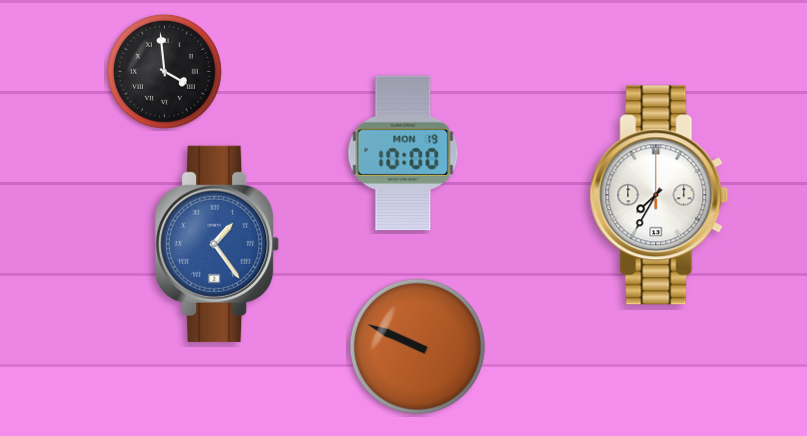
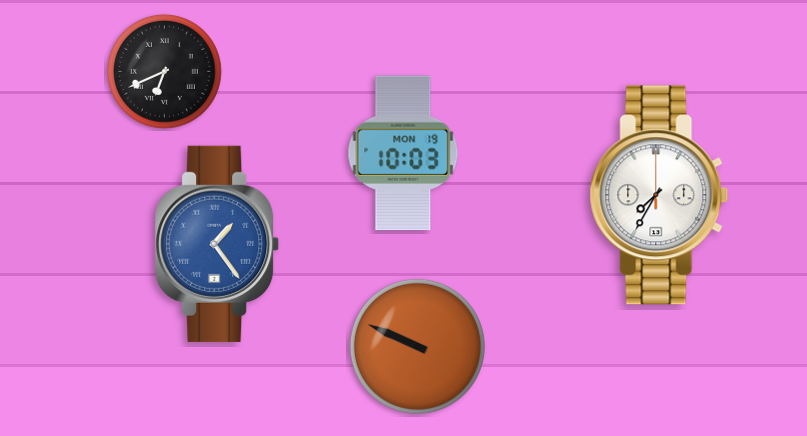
clock at (164, 71): 3:59 -> 6:41
clock at (403, 153): 10:00 -> 10:03
